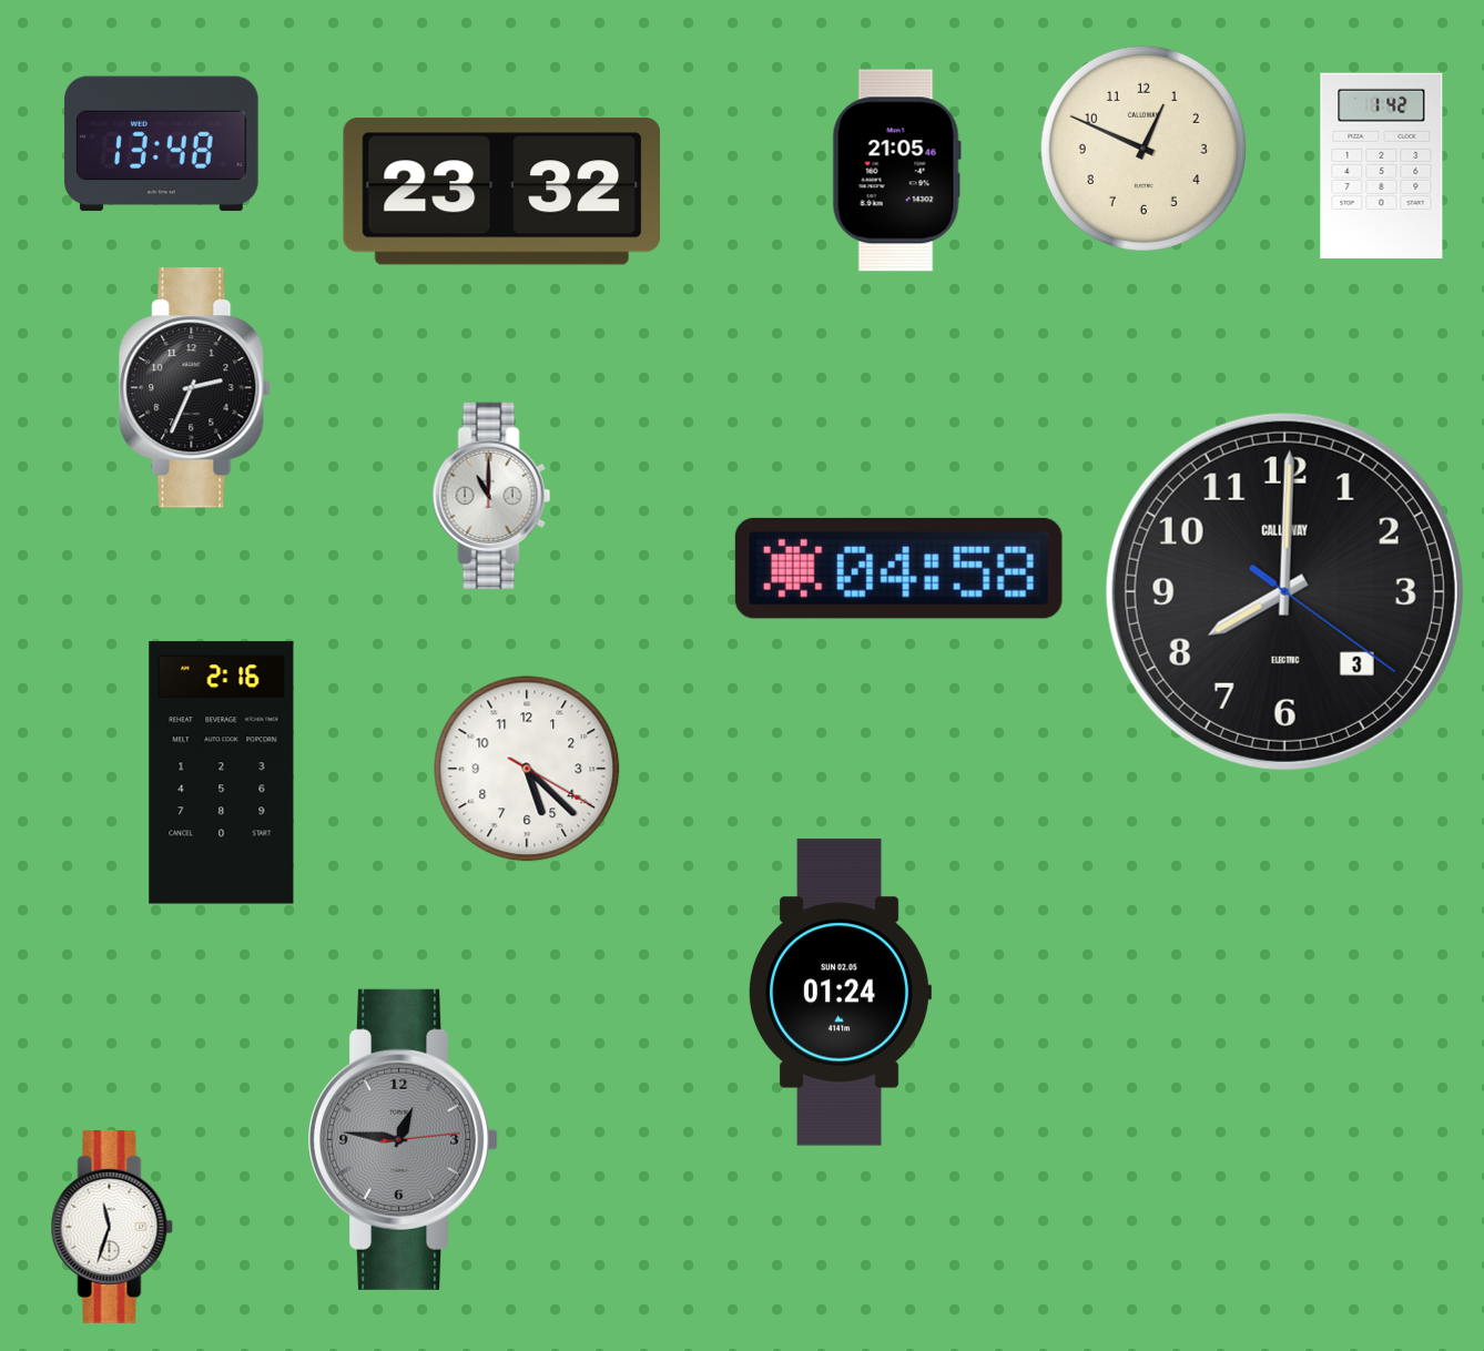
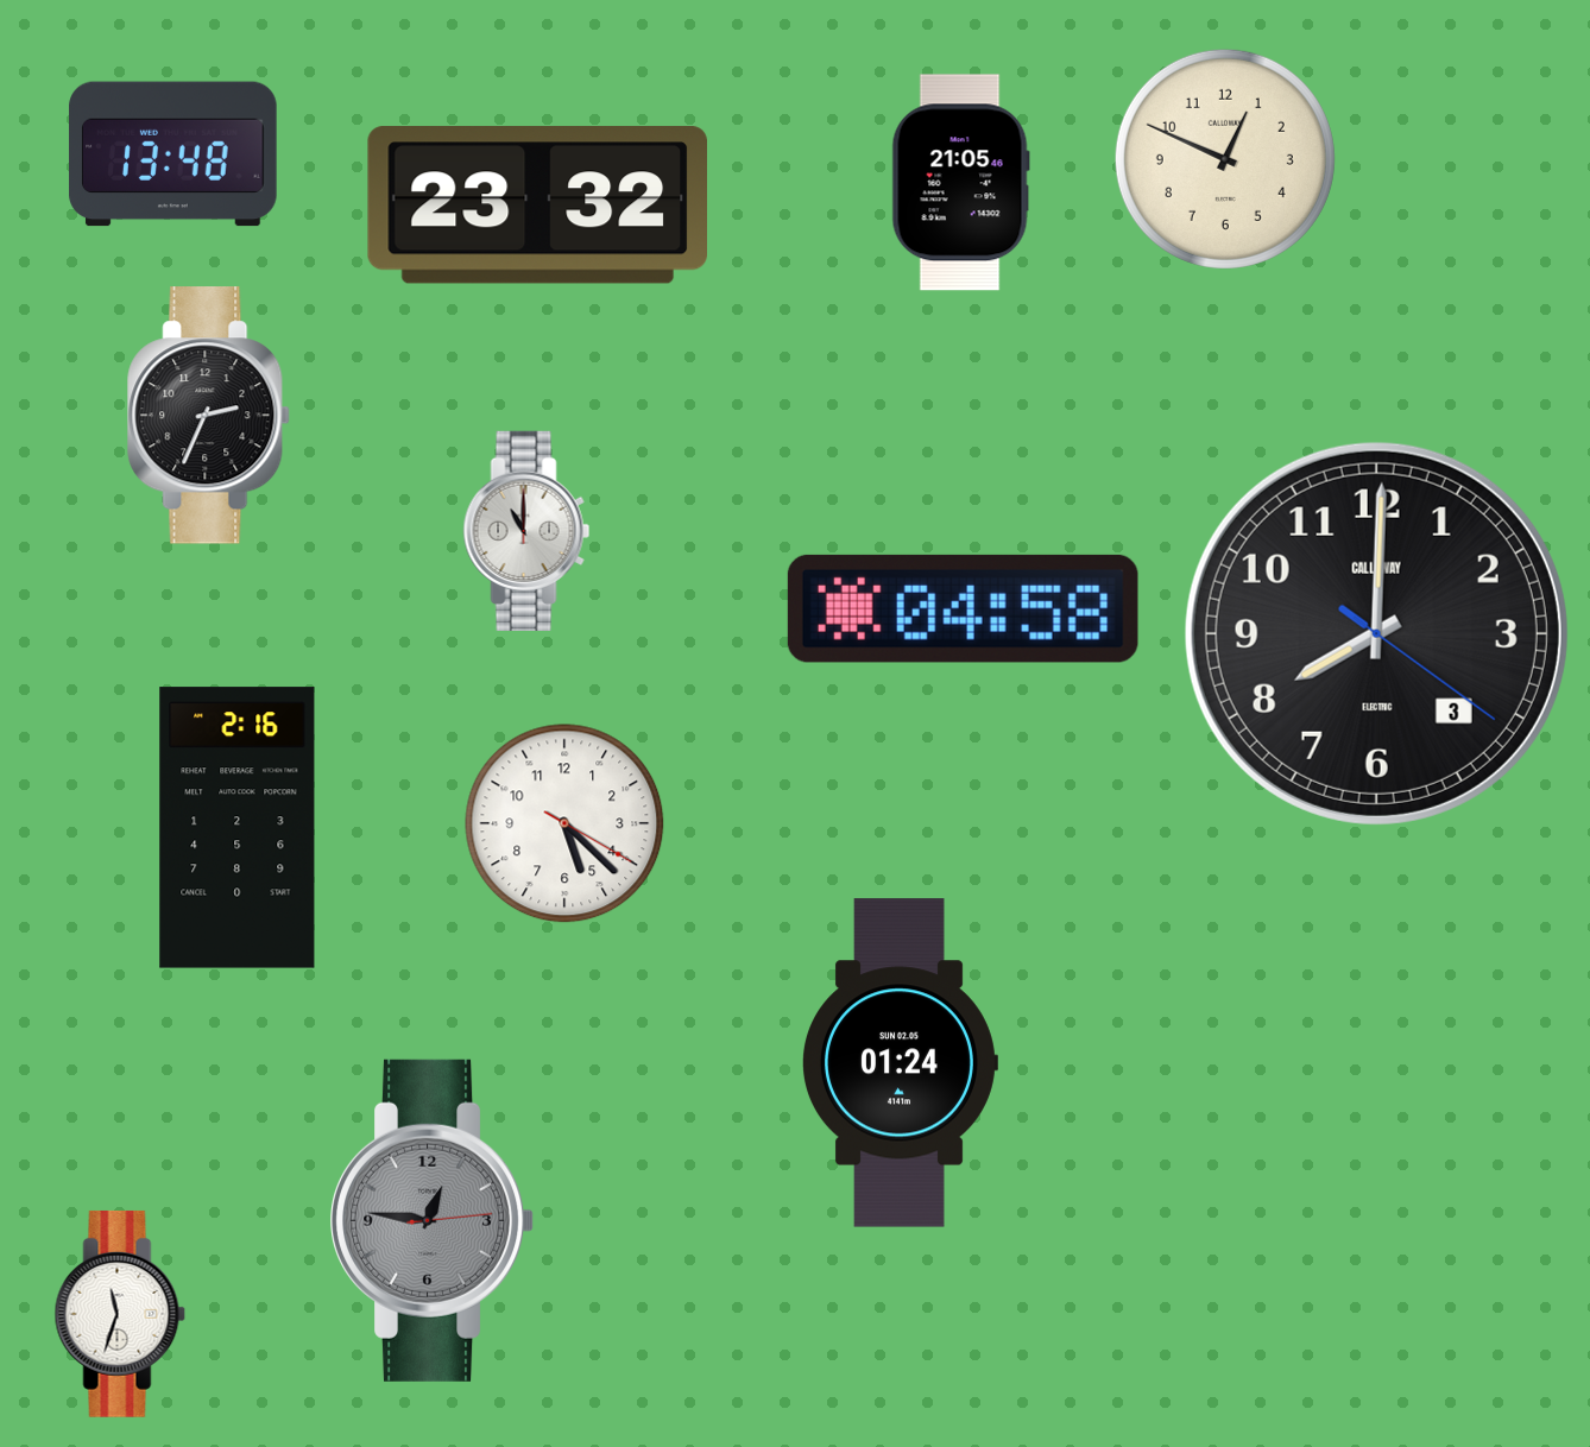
clock at (1382, 166): 1:42 -> none
